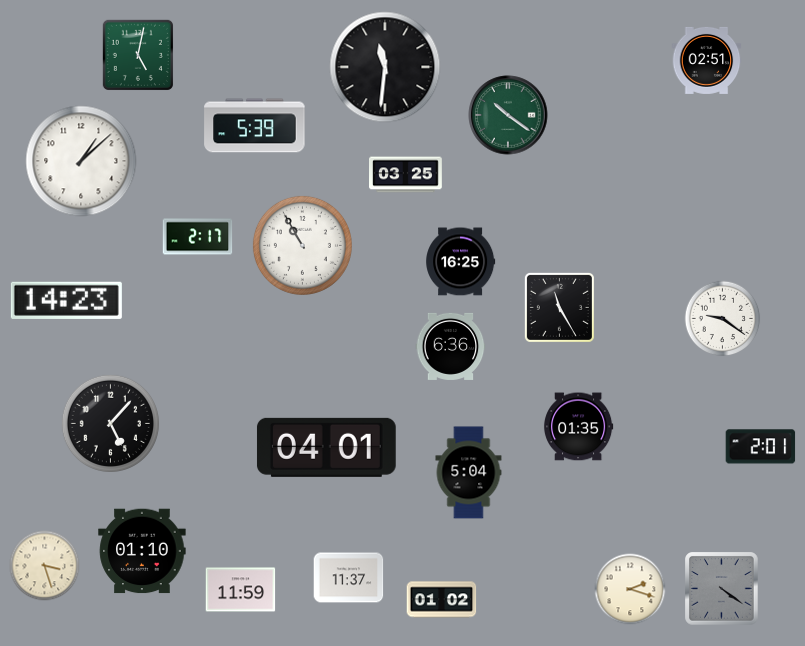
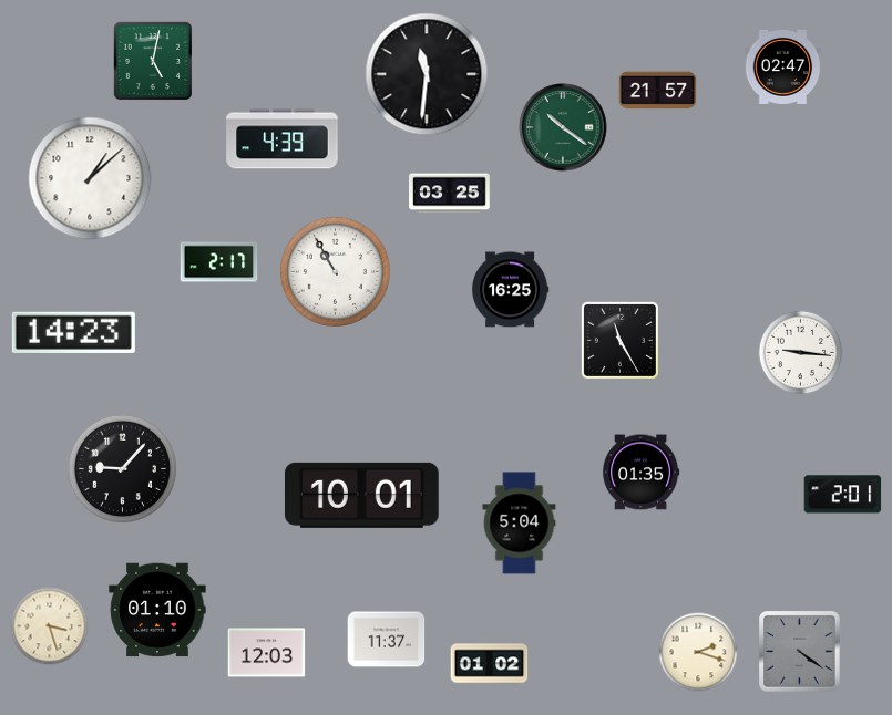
clock at (707, 60): 02:51 -> 02:47
clock at (658, 91): none -> 21:57
clock at (255, 126): 5:39 -> 4:39
clock at (723, 319): 9:21 -> 9:16
clock at (451, 346): 6:36 -> none
clock at (110, 423): 5:07 -> 9:07
clock at (326, 447): 04:01 -> 10:01
clock at (241, 590): 11:59 -> 12:03
